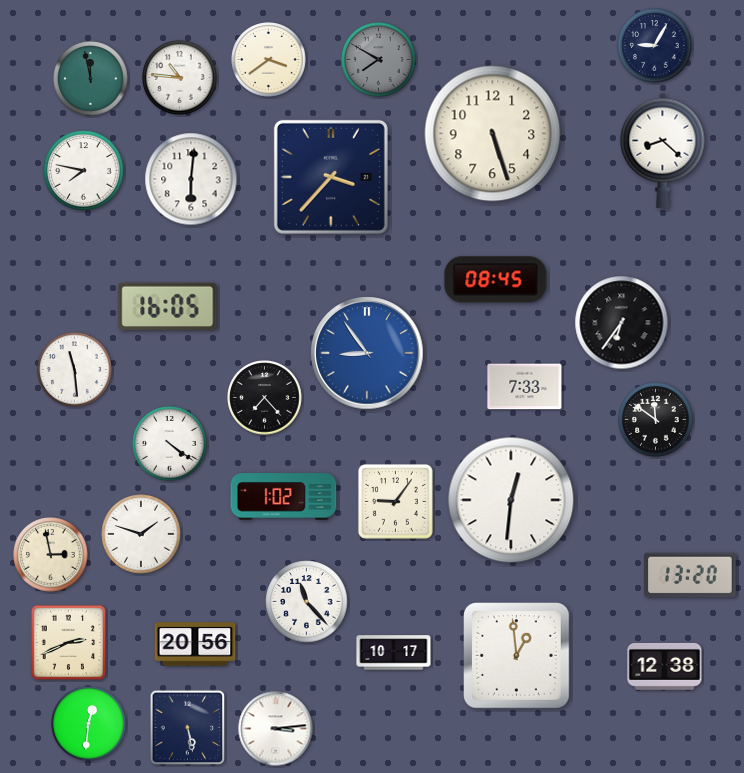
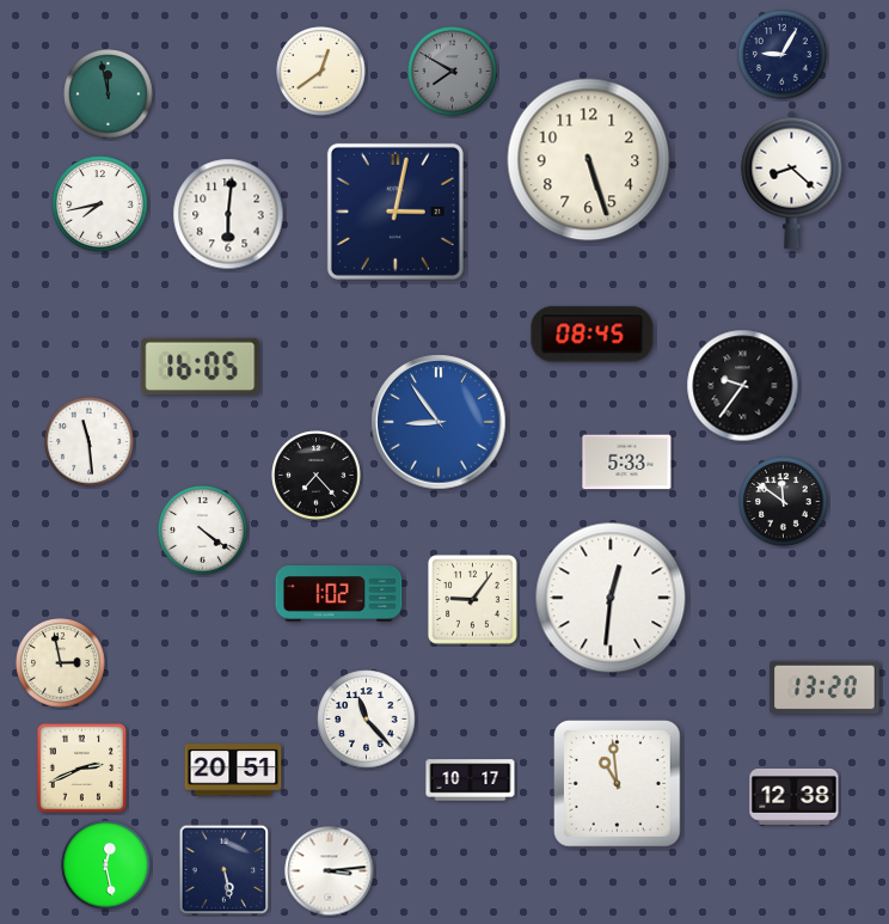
clock at (269, 60): 3:39 -> 12:39
clock at (180, 78): 10:46 -> none
clock at (84, 171): 7:47 -> 7:43
clock at (331, 177): 3:37 -> 3:02
clock at (622, 323): 6:36 -> 9:36
clock at (525, 387): 7:33 -> 5:33
clock at (141, 534): 1:48 -> none
clock at (195, 644): 20:56 -> 20:51
clock at (517, 656): 12:59 -> 10:59
clock at (89, 724): 12:31 -> 12:28
